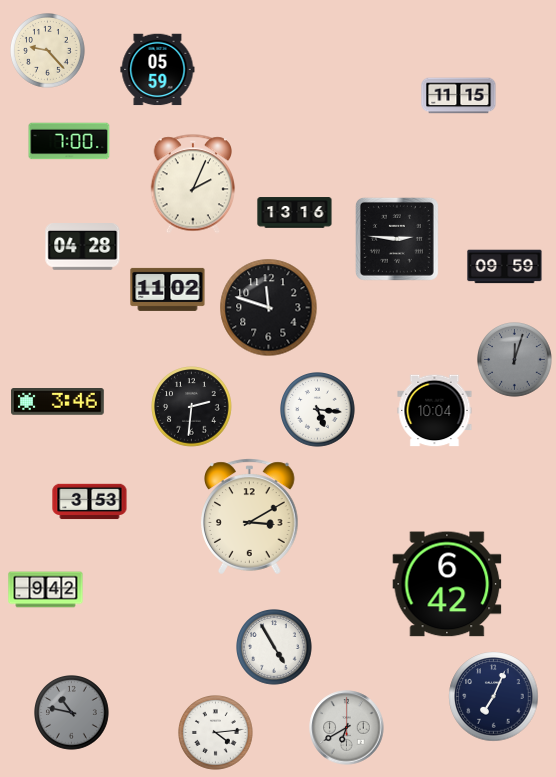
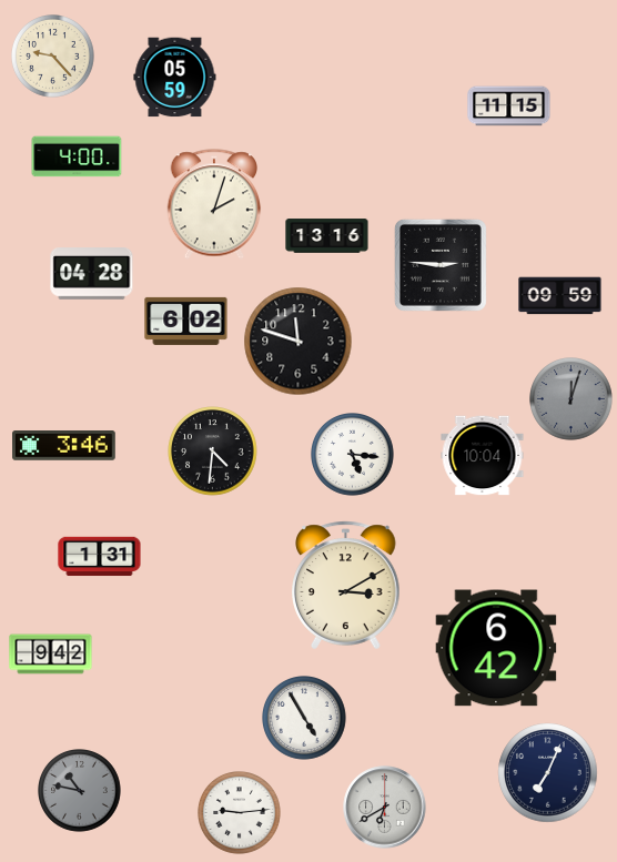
clock at (69, 141): 7:00 -> 4:00
clock at (193, 184): 2:04 -> 2:03
clock at (168, 289): 11:02 -> 6:02
clock at (192, 407): 2:31 -> 4:31
clock at (90, 502): 3:53 -> 1:31
clock at (250, 517) position: (250, 517) -> (346, 586)
clock at (216, 733): 4:14 -> 9:14
